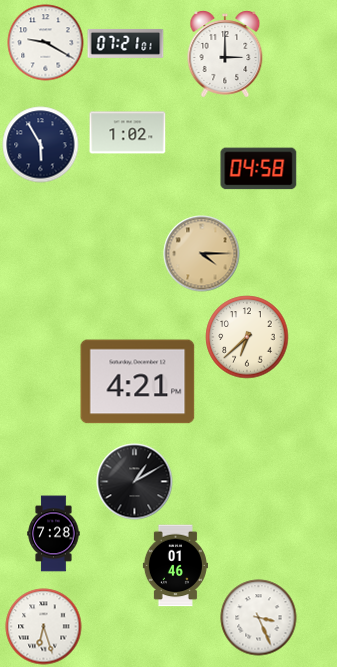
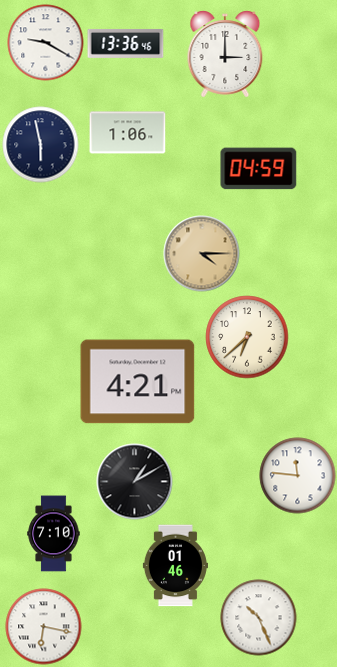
clock at (126, 43): 07:21 -> 13:36
clock at (128, 133): 1:02 -> 1:06
clock at (41, 145): 5:55 -> 5:58
clock at (259, 169): 04:58 -> 04:59
clock at (298, 476): none -> 11:46
clock at (54, 534): 7:28 -> 7:10
clock at (259, 618): 3:26 -> 10:26
clock at (44, 627): 6:27 -> 6:17
